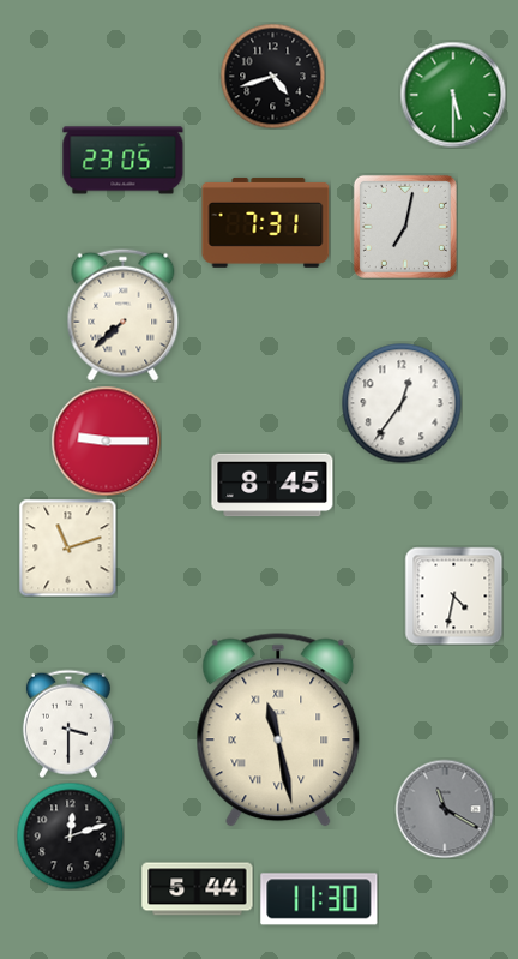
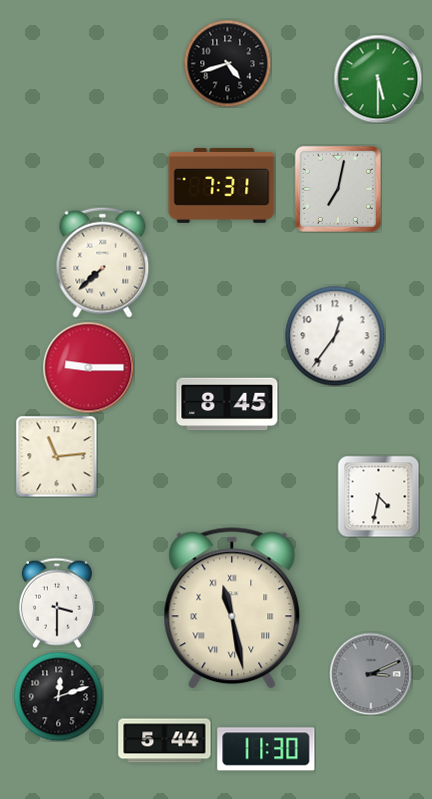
clock at (124, 161): 23:05 -> none
clock at (67, 547): 11:12 -> 11:14
clock at (445, 809): 11:20 -> 3:11
